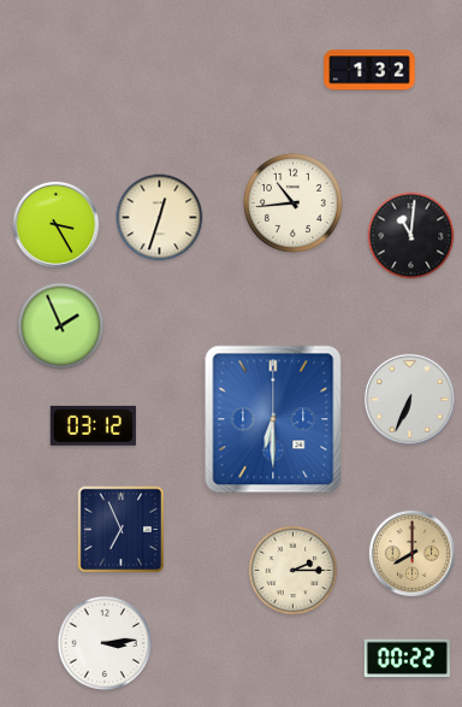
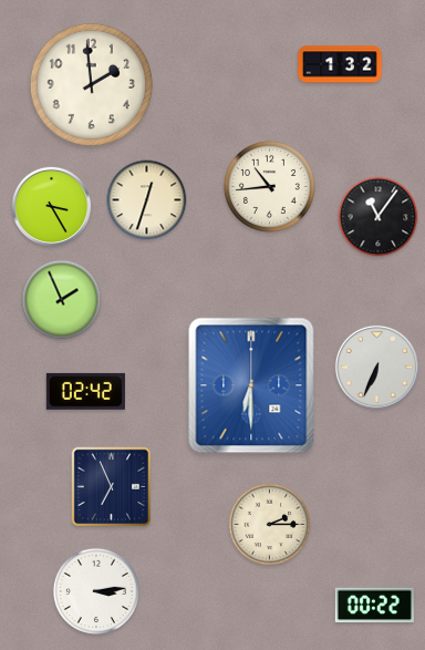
clock at (91, 84): none -> 1:59
clock at (411, 236): 11:01 -> 11:06
clock at (61, 326) position: (61, 326) -> (62, 300)
clock at (93, 425): 03:12 -> 02:42
clock at (411, 553): 8:00 -> none
